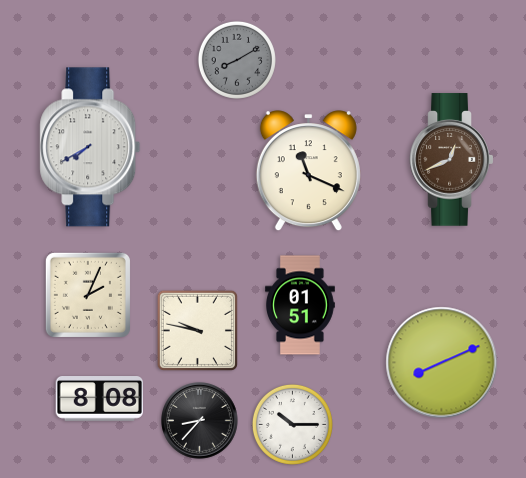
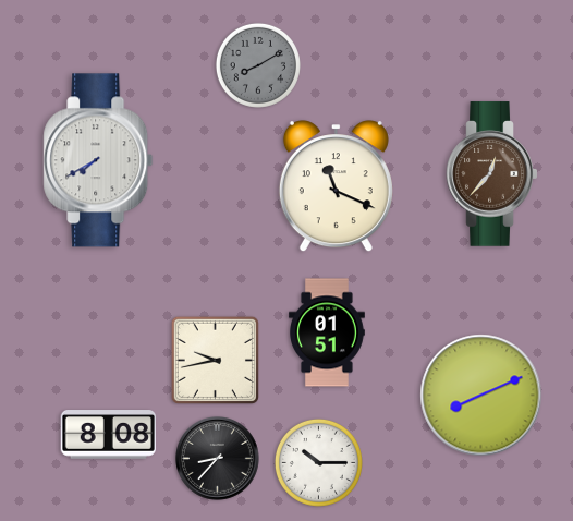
clock at (452, 160): 12:41 -> 12:37
clock at (88, 295): 2:04 -> none
clock at (197, 330): 9:47 -> 9:43
